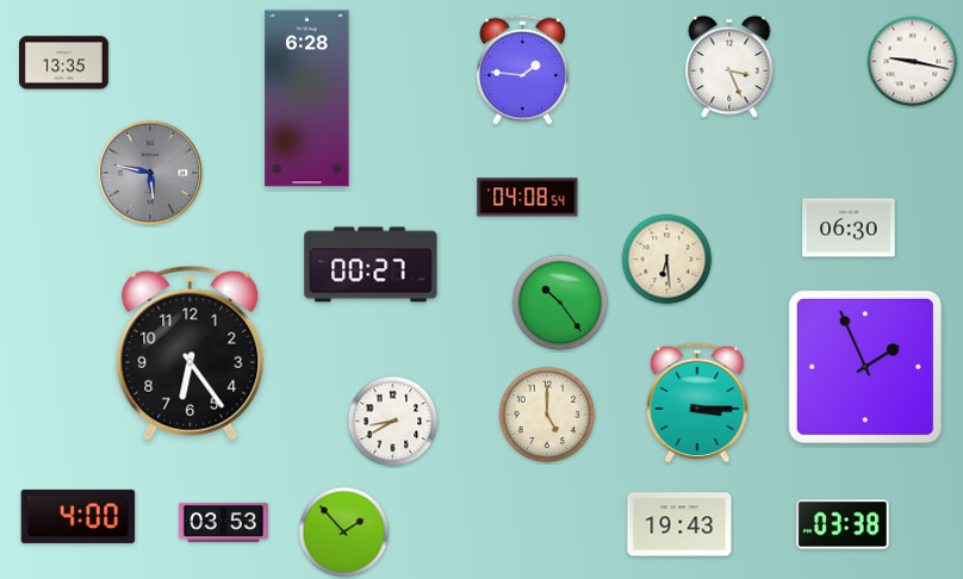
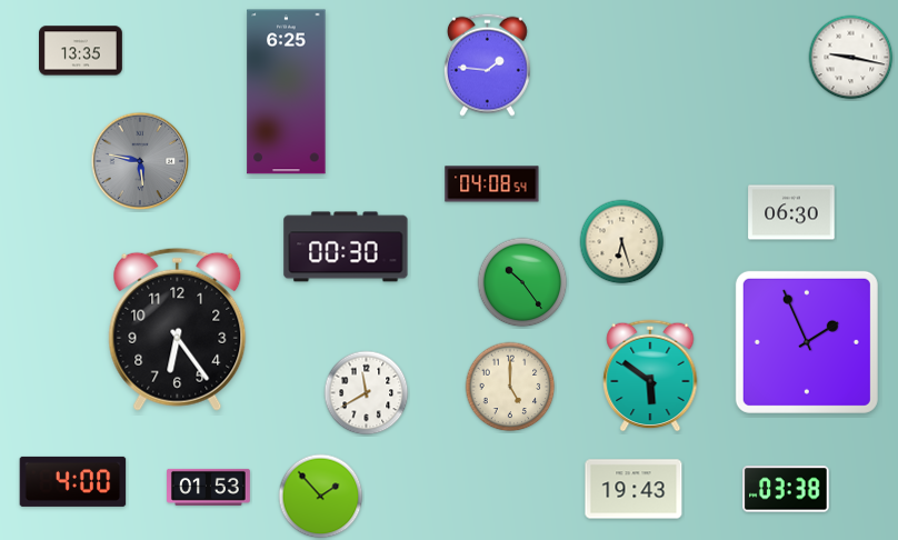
clock at (64, 63) position: (64, 63) -> (81, 51)
clock at (729, 67): 3:26 -> none
clock at (307, 99): 6:28 -> 6:25
clock at (667, 260): 6:29 -> 6:27
clock at (371, 264): 00:27 -> 00:30
clock at (697, 403): 3:15 -> 5:51
clock at (393, 422): 8:40 -> 11:40
clock at (224, 522): 03:53 -> 01:53
